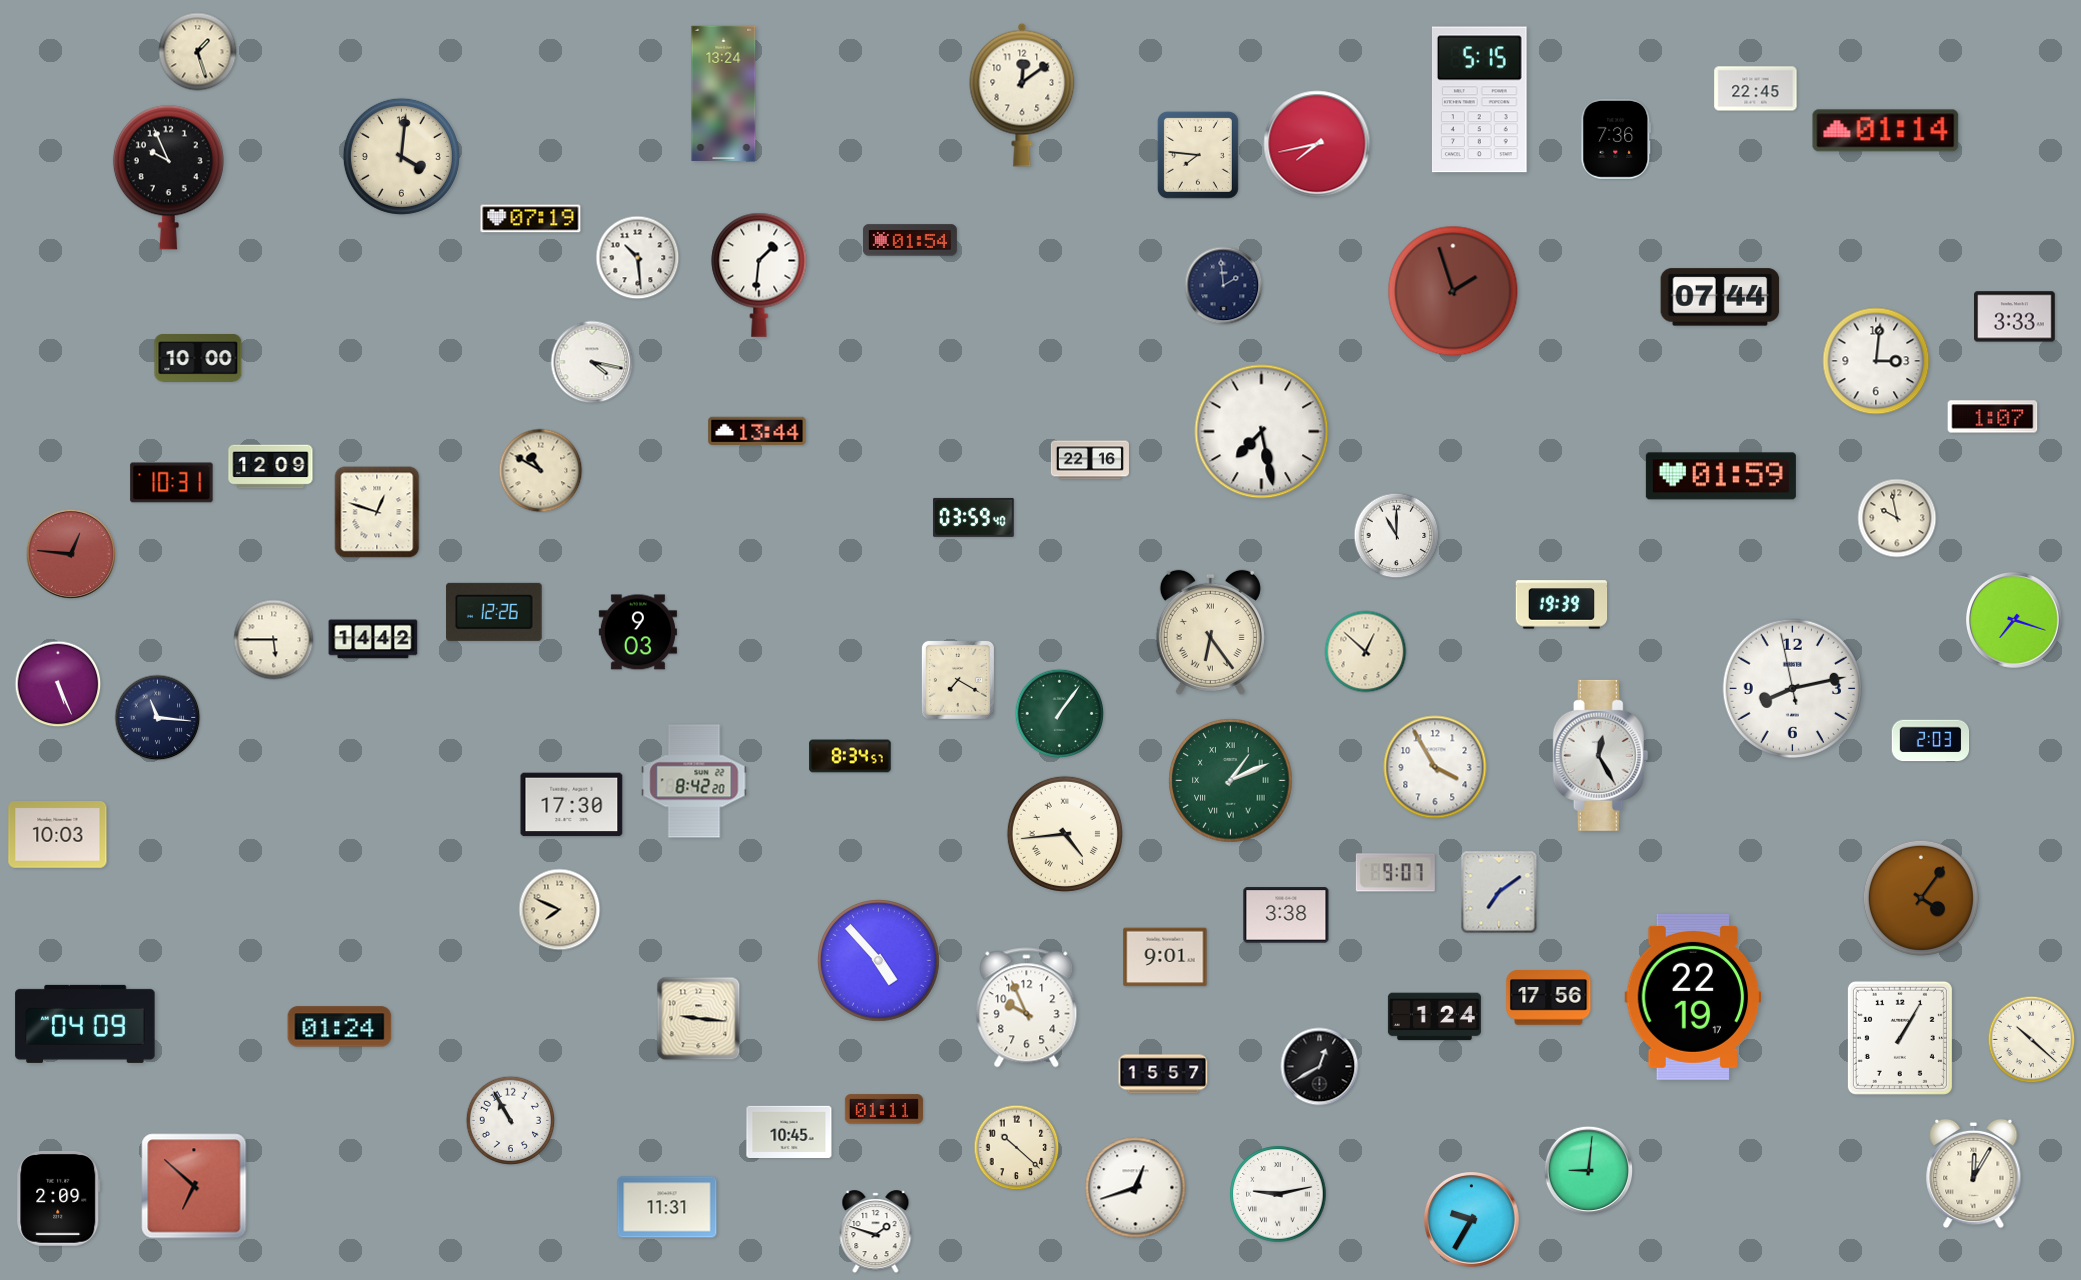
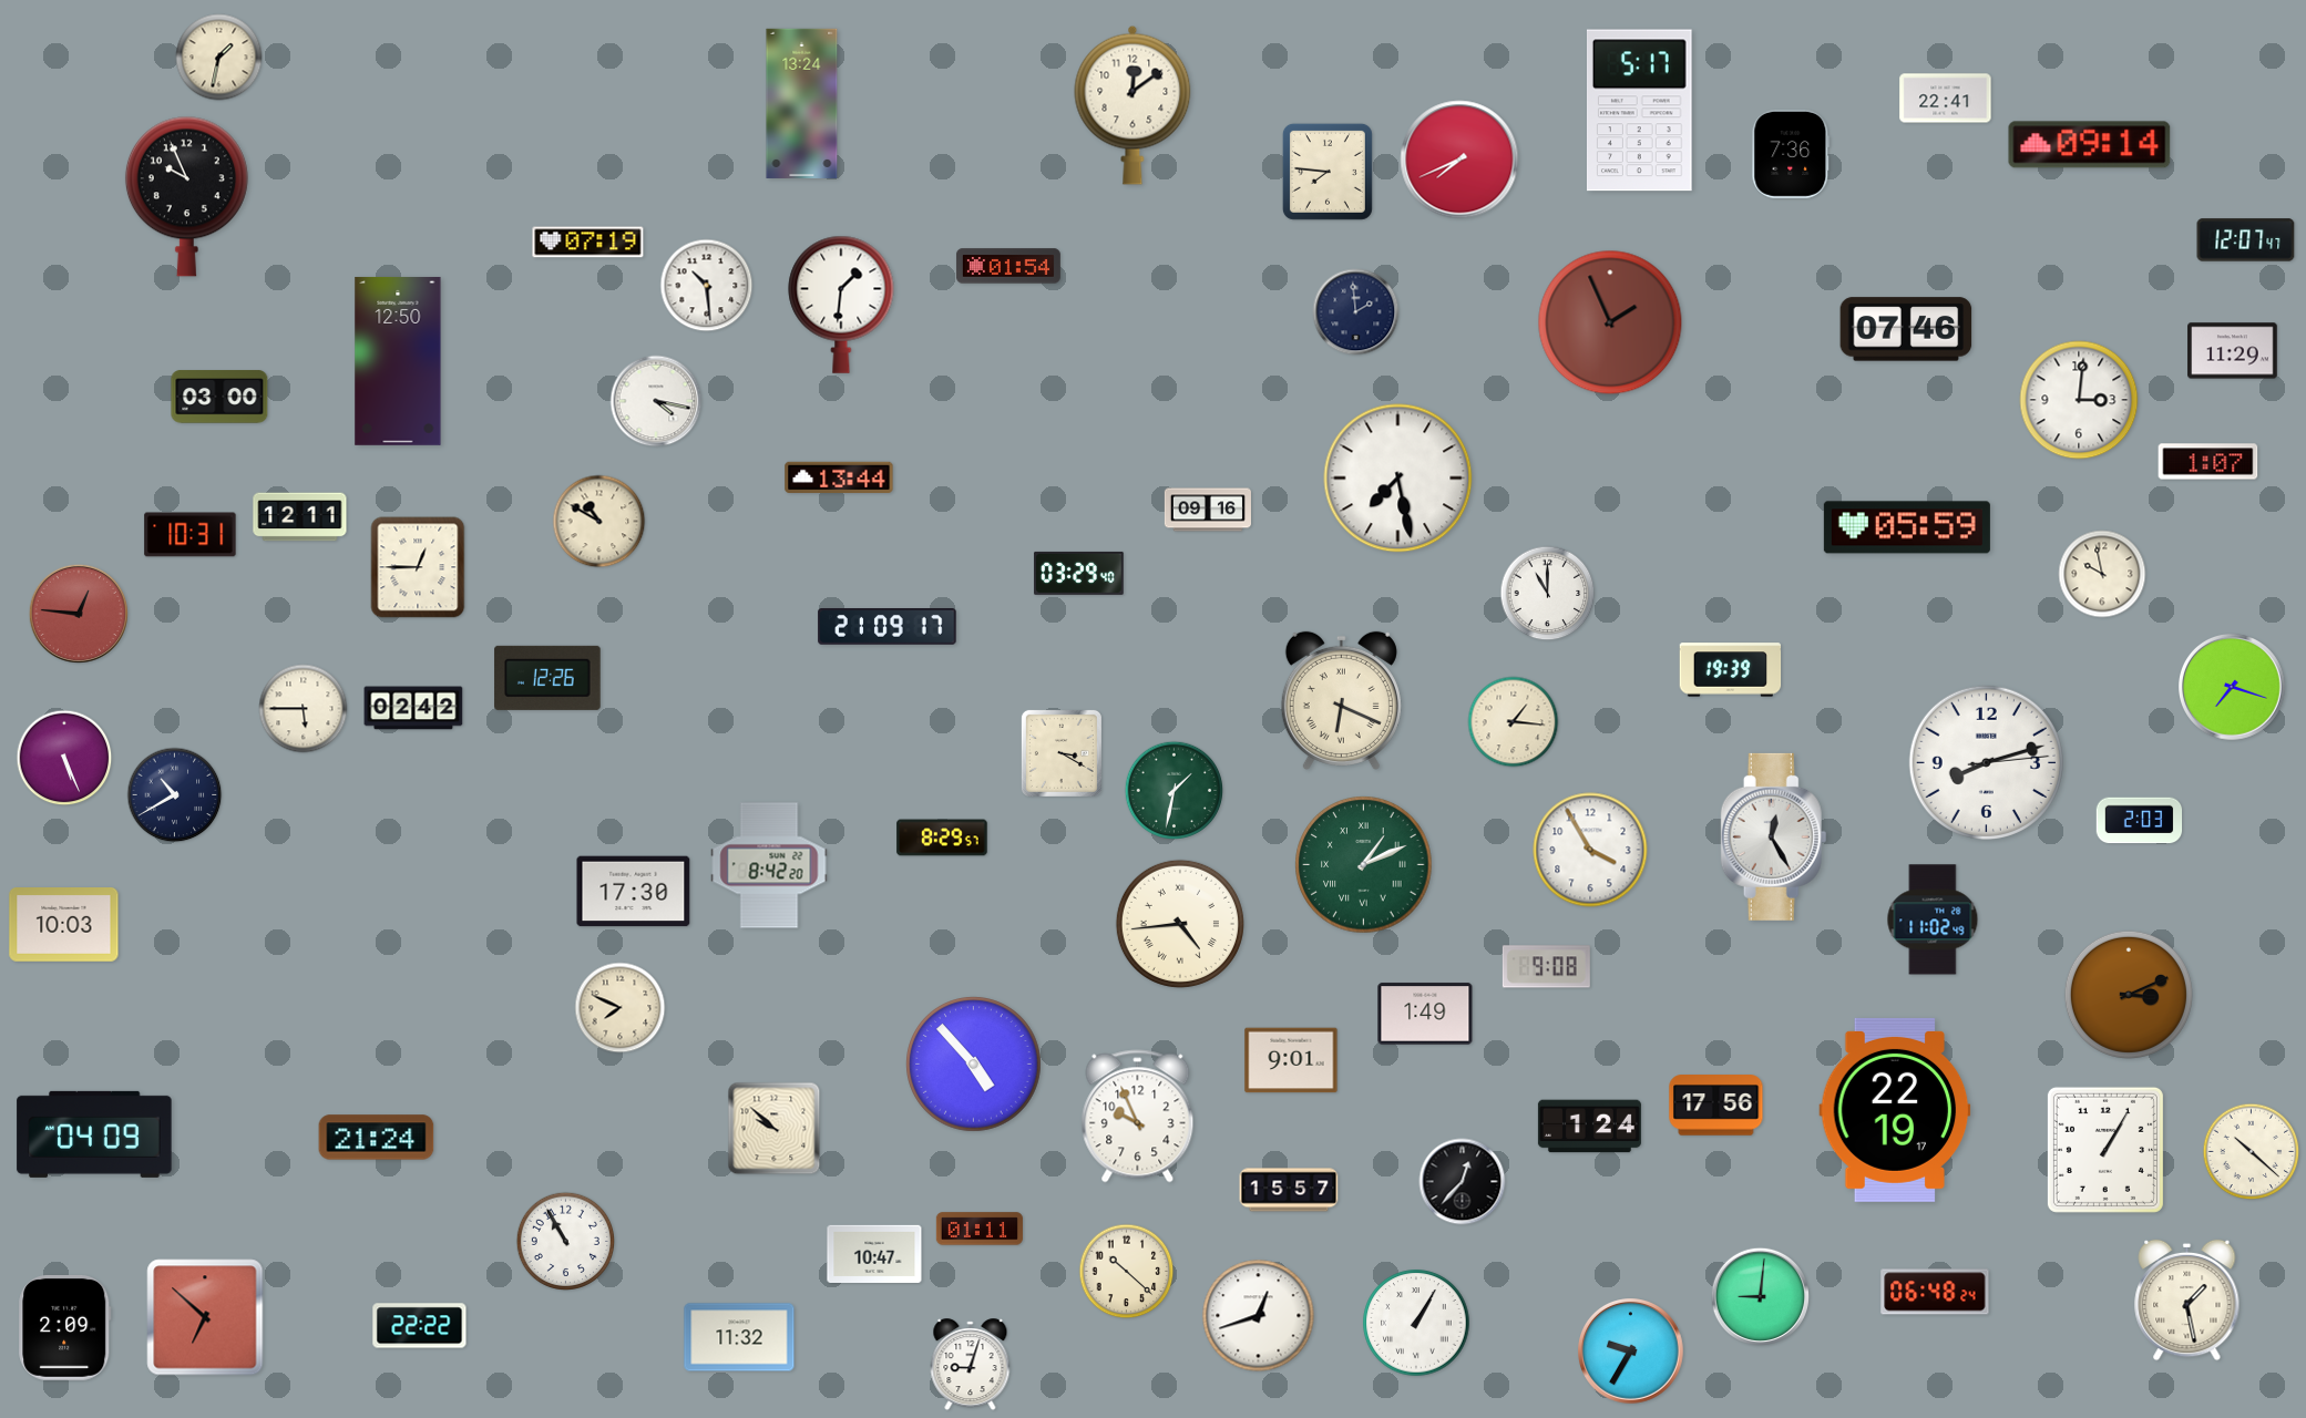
clock at (198, 52): 1:27 -> 1:32
clock at (1756, 89): 22:45 -> 22:41
clock at (1479, 100): 5:15 -> 5:17
clock at (1886, 131): 01:14 -> 09:14
clock at (1317, 144): 7:43 -> 7:41
clock at (401, 156): 4:01 -> none
clock at (2246, 240): none -> 12:07
clock at (1224, 286) position: (1224, 286) -> (1356, 312)
clock at (1453, 291): 1:57 -> 1:56
clock at (1720, 297): 07:44 -> 07:46
clock at (2015, 317): 3:33 -> 11:29
clock at (398, 361): none -> 12:50
clock at (198, 358): 10:00 -> 03:00
clock at (1089, 460): 22:16 -> 09:16
clock at (271, 467): 12:09 -> 12:11
clock at (1721, 476): 01:59 -> 05:59
clock at (377, 512): 12:48 -> 12:45
clock at (974, 517): 03:59 -> 03:29
clock at (888, 627): none -> 21:09
clock at (638, 632): 9:03 -> none
clock at (1210, 632): 6:24 -> 6:19
clock at (373, 639): 14:42 -> 02:42
clock at (1366, 652): 12:52 -> 1:16
clock at (958, 680): 7:20 -> 3:20
clock at (1792, 688): 8:12:58 -> 8:12:14
clock at (1059, 713): 1:06 -> 1:32
clock at (158, 718): 11:16 -> 10:40
clock at (850, 756): 8:34 -> 8:29
clock at (1933, 919): none -> 11:02
clock at (1395, 873): 9:07 -> 9:08
clock at (1499, 892): 7:09 -> none
clock at (1921, 898): 4:06 -> 3:11
clock at (1286, 915): 3:38 -> 1:49
clock at (1693, 997) position: (1693, 997) -> (1895, 1110)
clock at (699, 1019): 9:16 -> 9:52
clock at (340, 1027): 01:24 -> 21:24
clock at (1320, 1067): 12:40 -> 12:37
clock at (789, 1131): 10:45 -> 10:47
clock at (1935, 1292): none -> 06:48
clock at (1974, 1174): 12:05 -> 1:28
clock at (194, 1186) position: (194, 1186) -> (205, 1317)
clock at (1278, 1194): 9:13 -> 1:05
clock at (420, 1326): none -> 22:22
clock at (667, 1207): 11:31 -> 11:32
clock at (876, 1232): 1:48 -> 9:03
